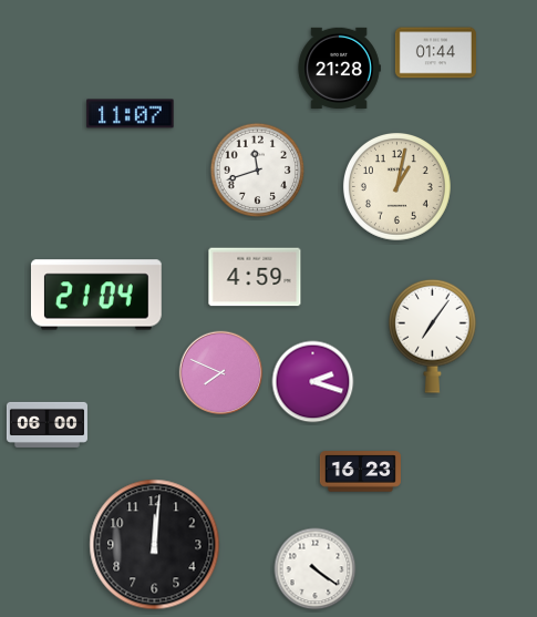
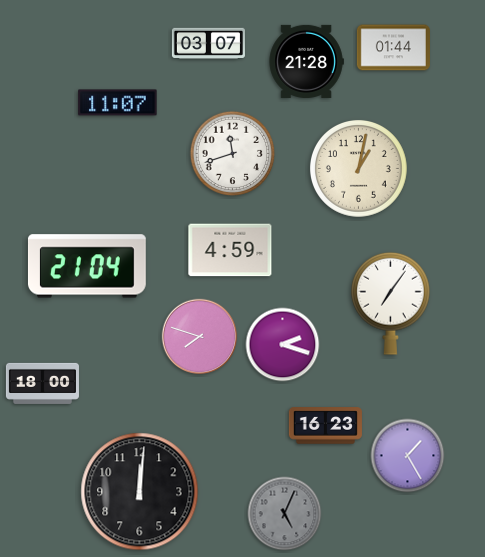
clock at (208, 43): none -> 03:07
clock at (221, 373): 7:49 -> 7:48
clock at (47, 424): 06:00 -> 18:00
clock at (408, 456): none -> 1:25
clock at (316, 569): 4:21 -> 5:04
clock at (316, 569) dial: white -> grey
